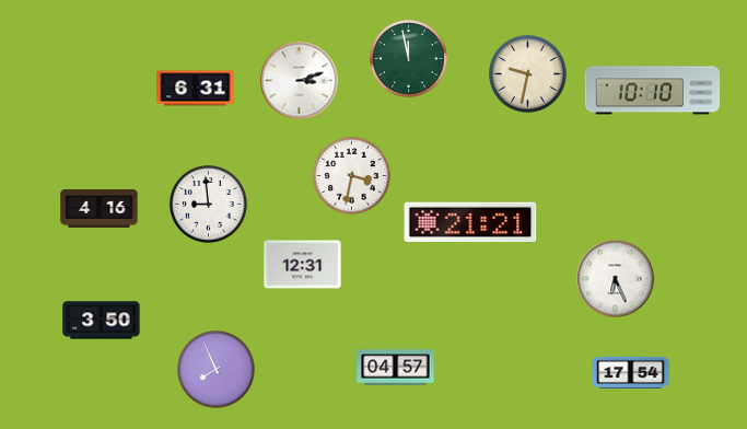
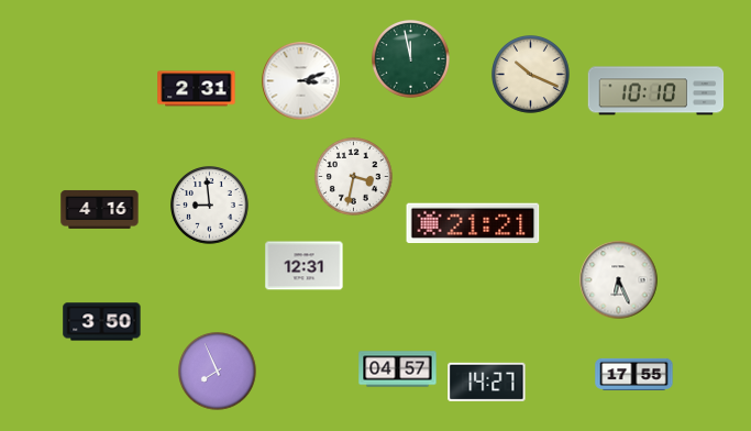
clock at (528, 74): 9:32 -> 10:19
clock at (196, 89): 6:31 -> 2:31
clock at (631, 372): 17:54 -> 17:55
clock at (487, 382): none -> 14:27
